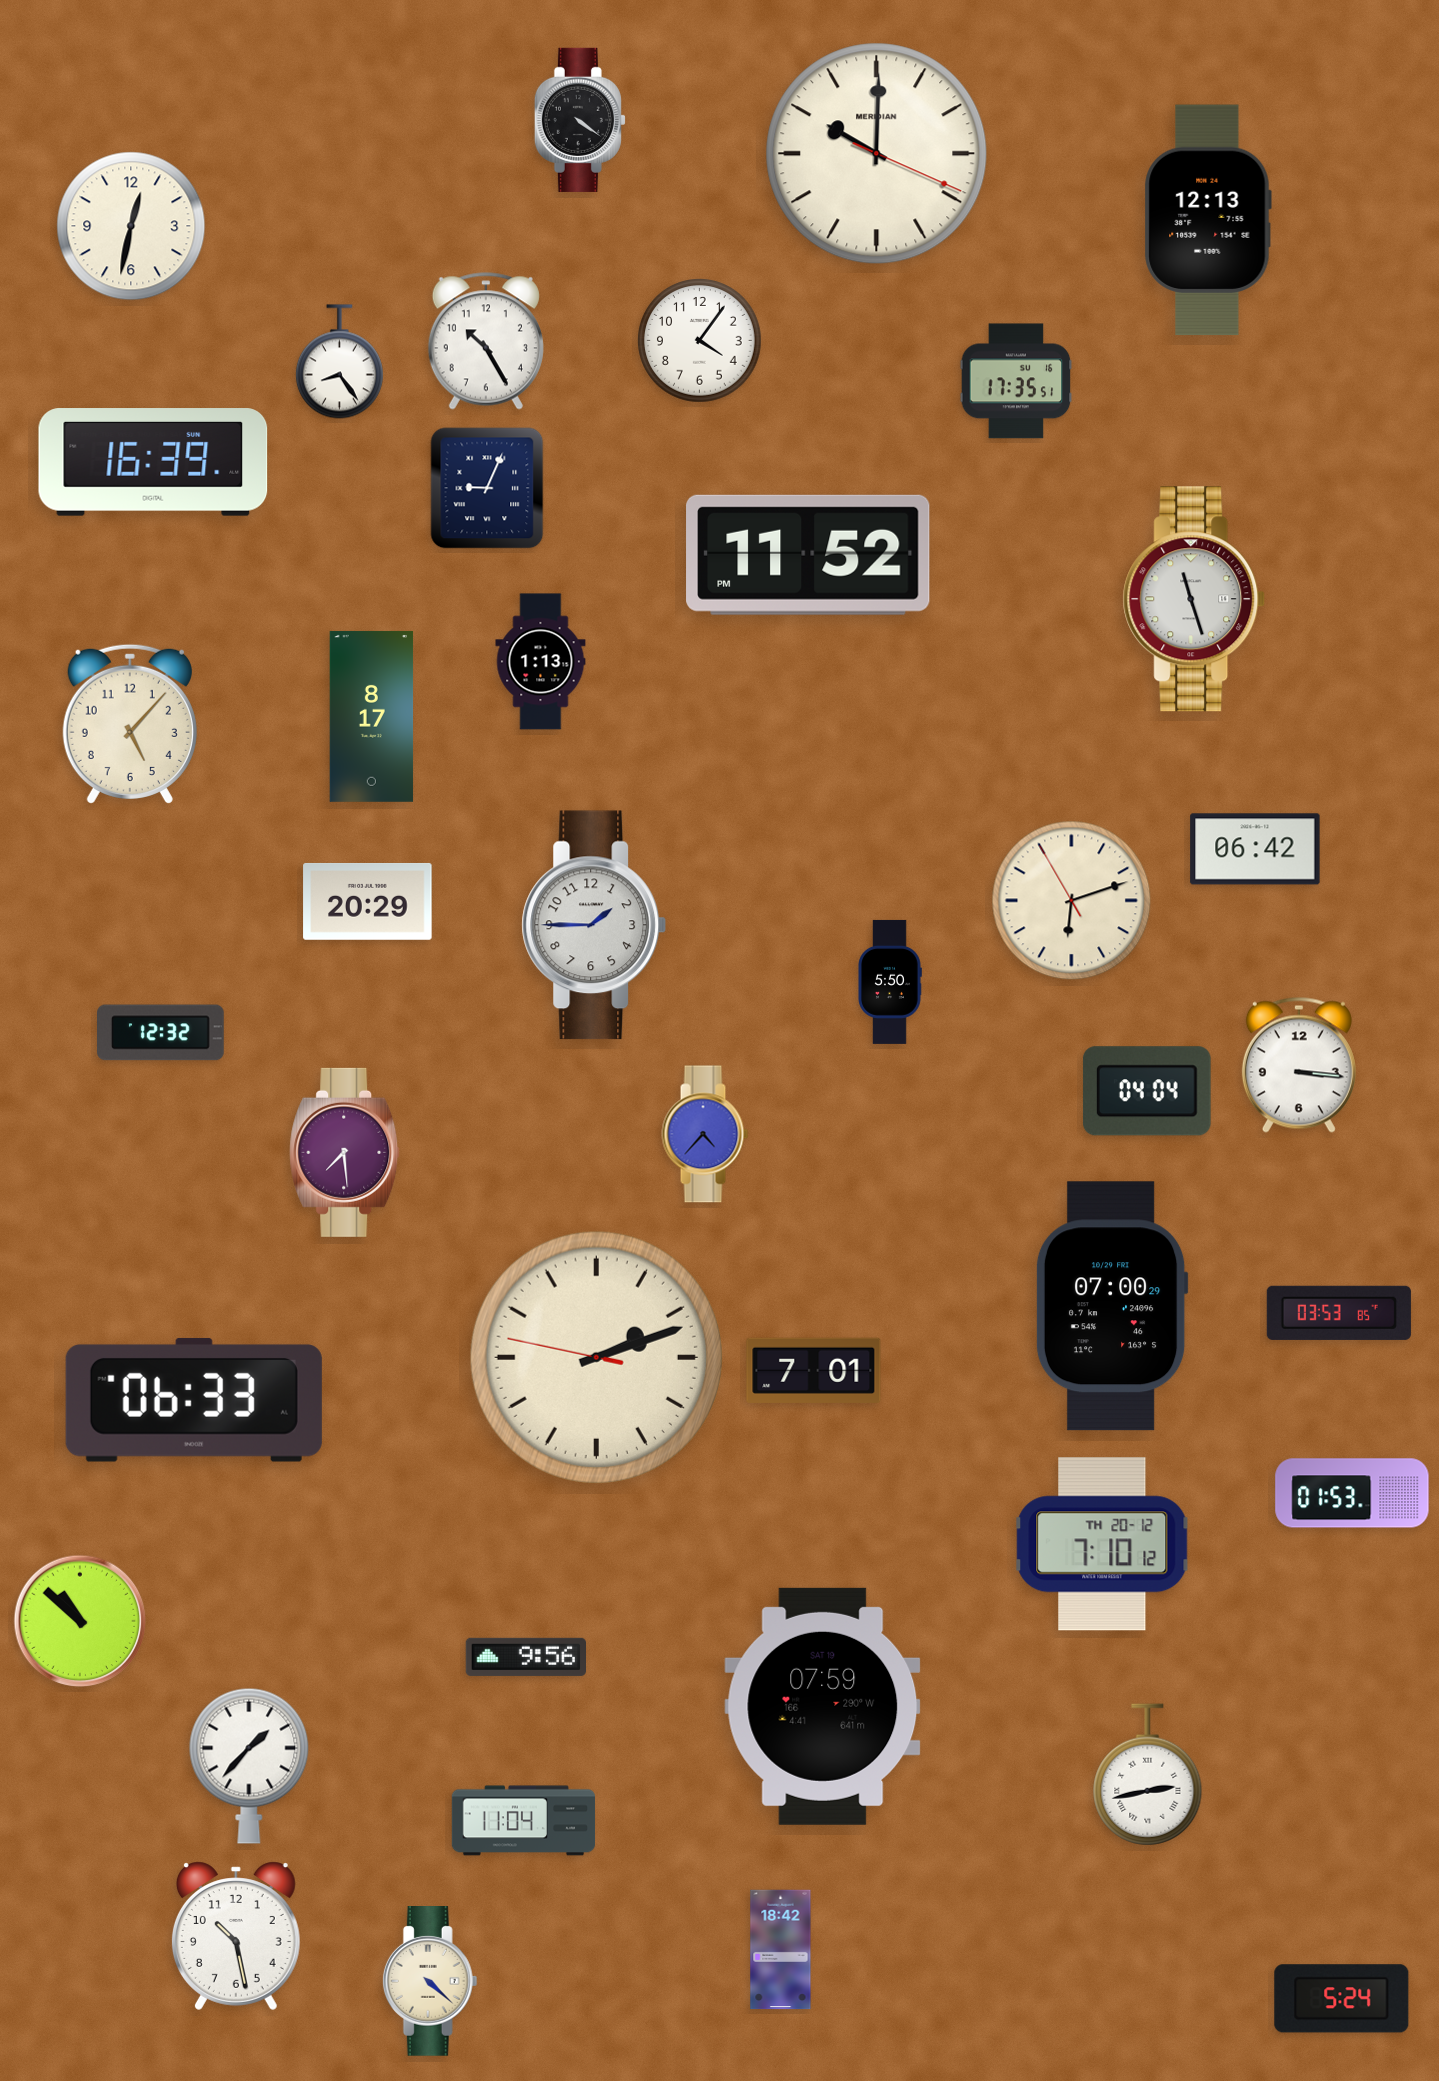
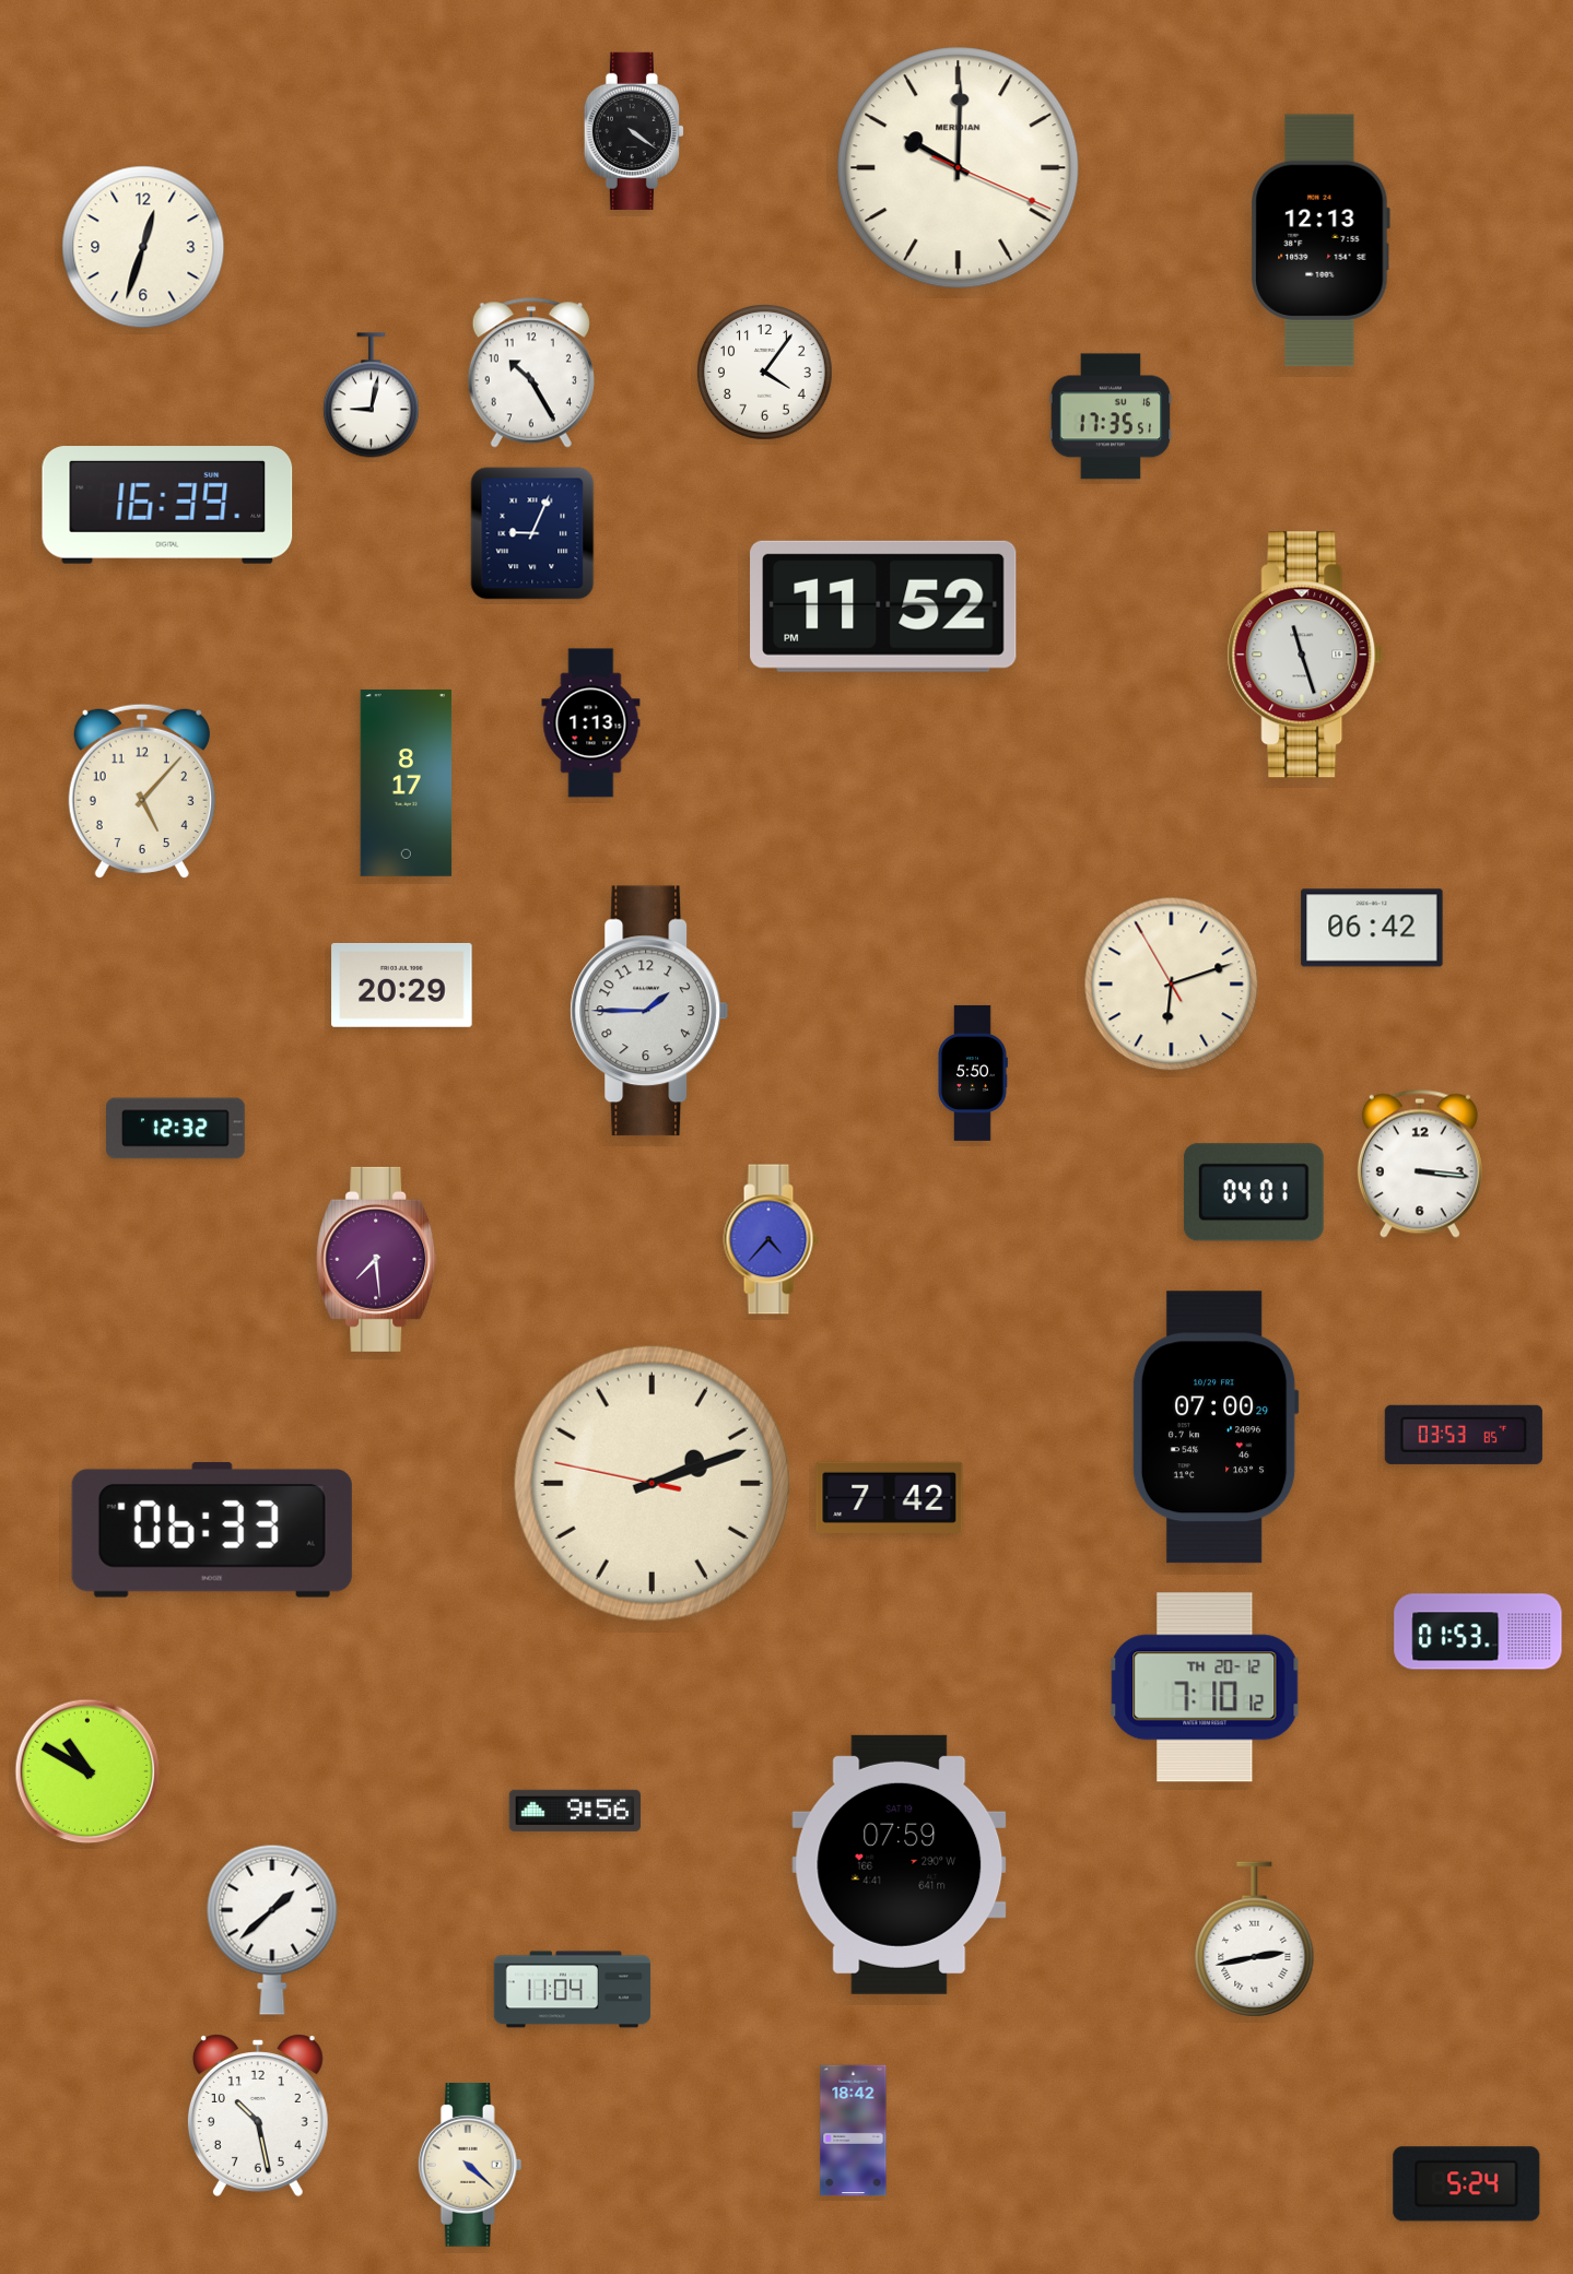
clock at (131, 226): 12:32 -> 12:33
clock at (339, 362): 8:24 -> 9:02
clock at (1147, 1091): 04:04 -> 04:01
clock at (814, 1370): 7:01 -> 7:42
clock at (80, 1621): 10:52 -> 10:50
clock at (249, 1766): 1:37 -> 1:38
